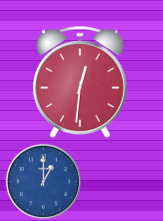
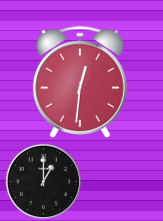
clock at (43, 181) dial: blue -> black
